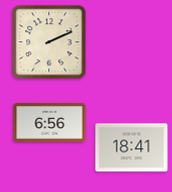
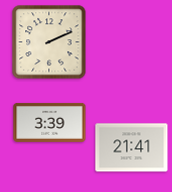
clock at (50, 122): 6:56 -> 3:39
clock at (132, 148): 18:41 -> 21:41
